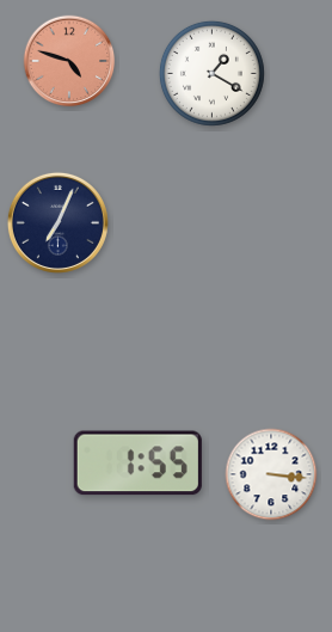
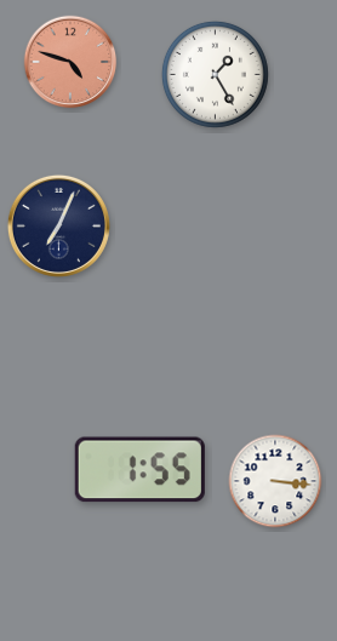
clock at (211, 73): 1:20 -> 1:25
